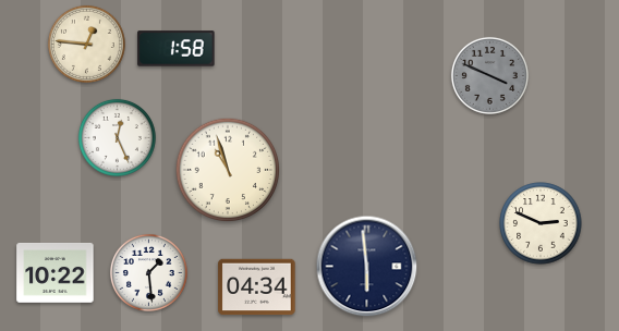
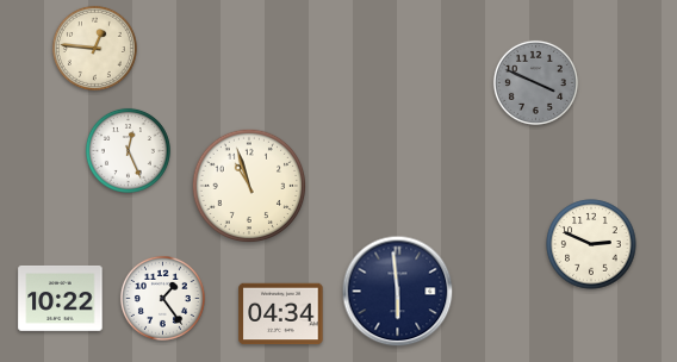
clock at (177, 49): 1:58 -> none
clock at (367, 267) position: (367, 267) -> (398, 292)
clock at (148, 272): 1:29 -> 1:24
